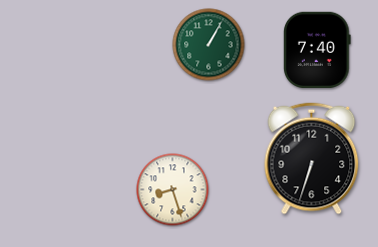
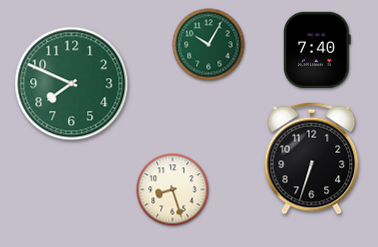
clock at (209, 45): 1:05 -> 10:05
clock at (72, 84): none -> 7:49
